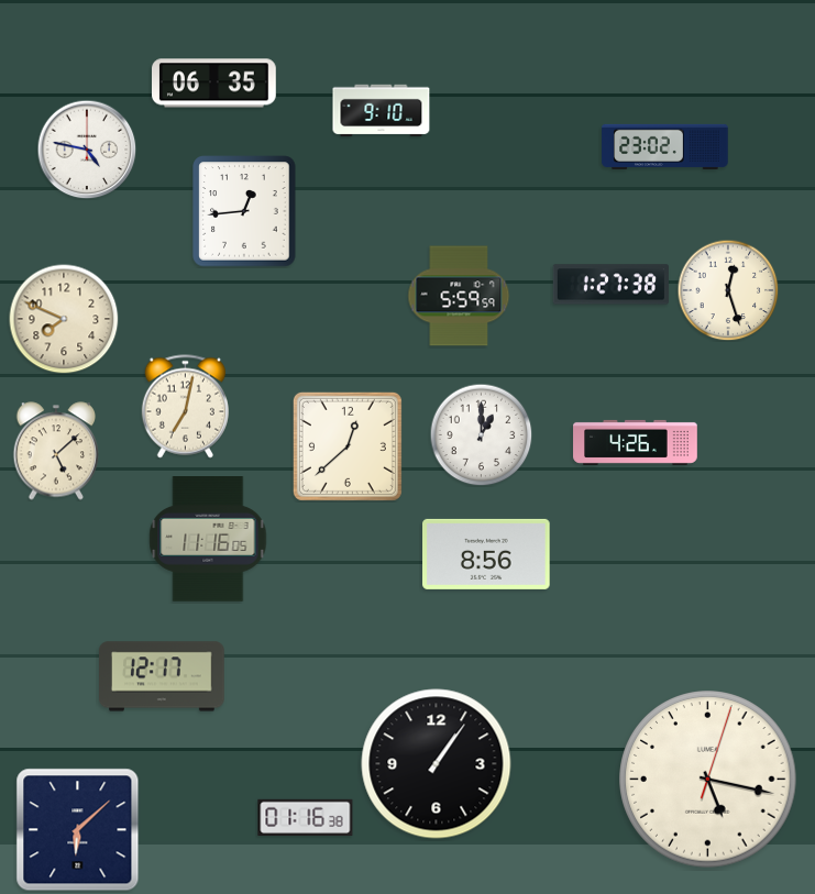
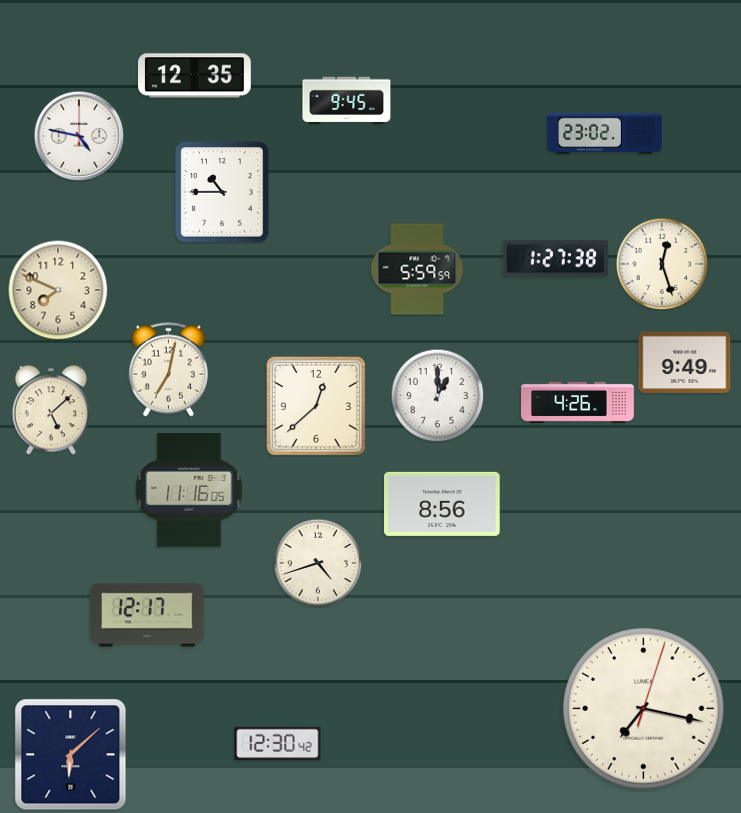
clock at (214, 84): 06:35 -> 12:35
clock at (382, 111): 9:10 -> 9:45
clock at (244, 211): 12:44 -> 10:45
clock at (685, 362): none -> 9:49
clock at (318, 563): none -> 4:42
clock at (437, 764): 1:06 -> none
clock at (708, 780): 5:17 -> 7:17
clock at (306, 817): 01:16 -> 12:30
